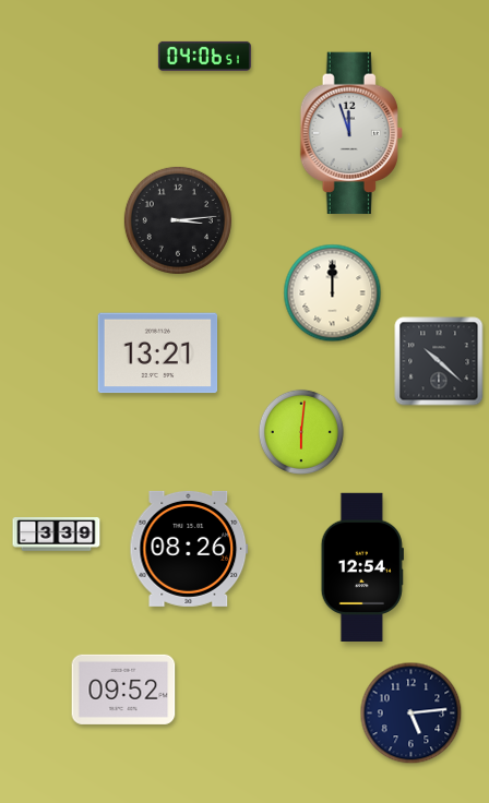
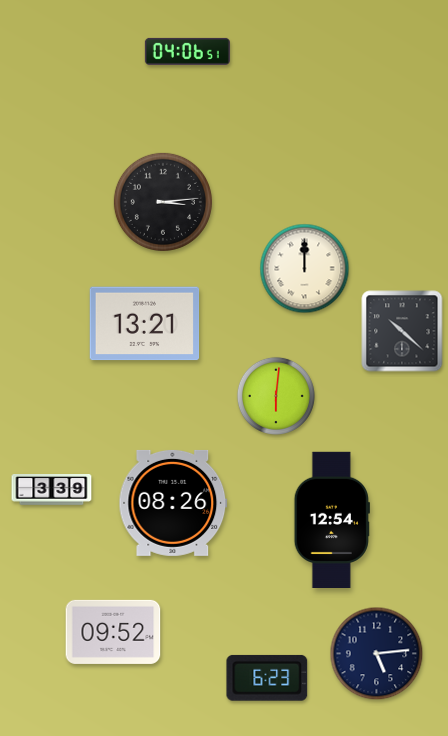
clock at (351, 133): 11:57 -> none
clock at (267, 678): none -> 6:23
